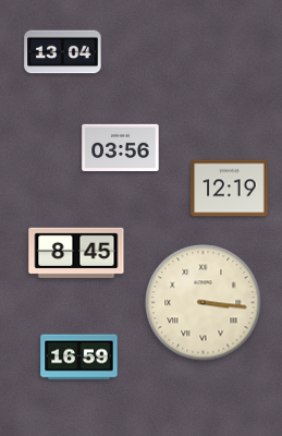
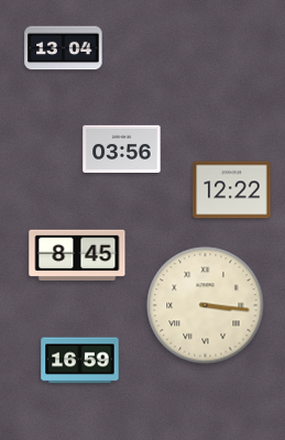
clock at (63, 52) position: (63, 52) -> (64, 48)
clock at (230, 189): 12:19 -> 12:22
